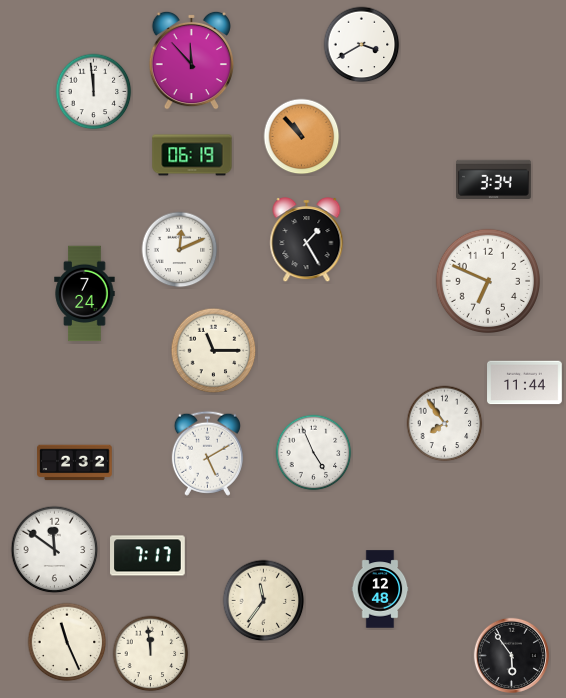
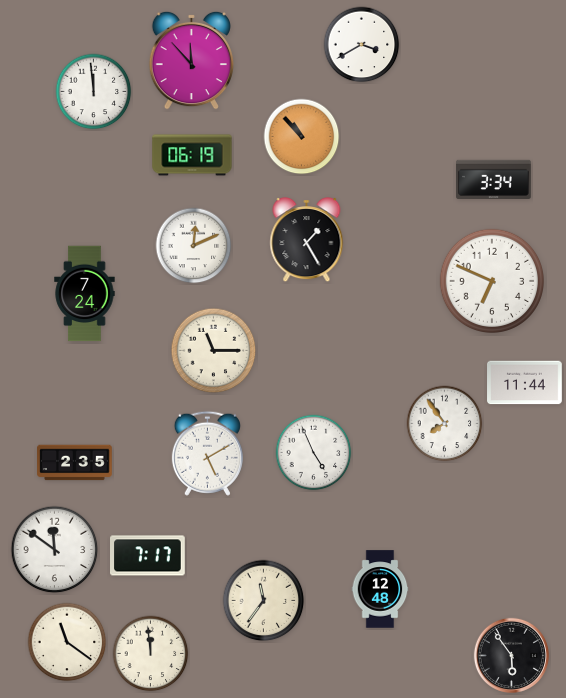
clock at (180, 250) position: (180, 250) -> (194, 246)
clock at (487, 280) position: (487, 280) -> (491, 280)
clock at (75, 463): 2:32 -> 2:35
clock at (67, 642): 11:26 -> 11:21
